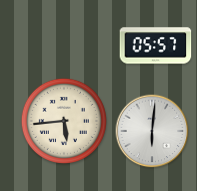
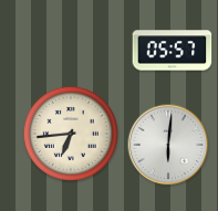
clock at (64, 121): 5:44 -> 6:44
